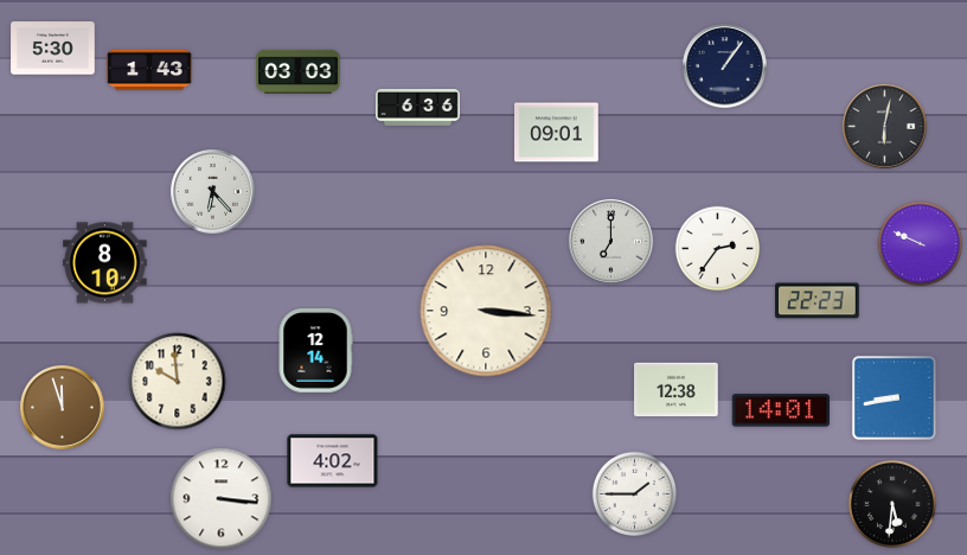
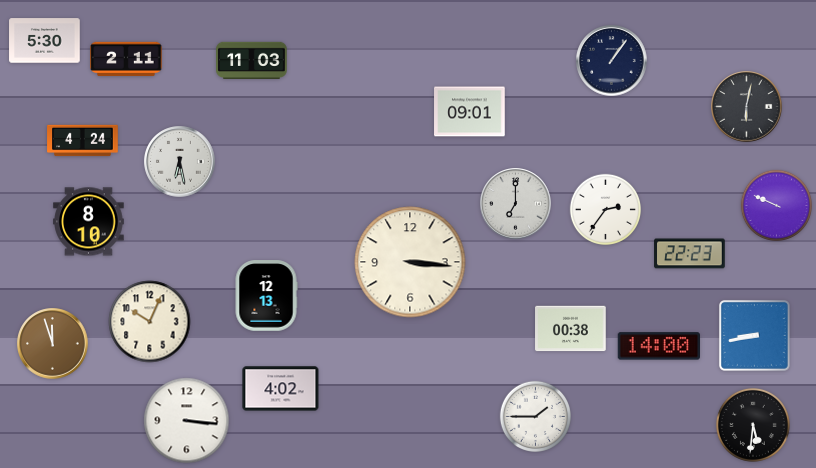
clock at (725, 66) position: (725, 66) -> (612, 61)
clock at (149, 70): 1:43 -> 2:11
clock at (299, 71): 03:03 -> 11:03
clock at (418, 108): 6:36 -> none
clock at (83, 141): none -> 4:24
clock at (213, 192): 6:23 -> 6:28
clock at (315, 351): 12:14 -> 12:13
clock at (178, 382): 9:59 -> 10:04
clock at (677, 390): 12:38 -> 00:38
clock at (780, 410): 14:01 -> 14:00
